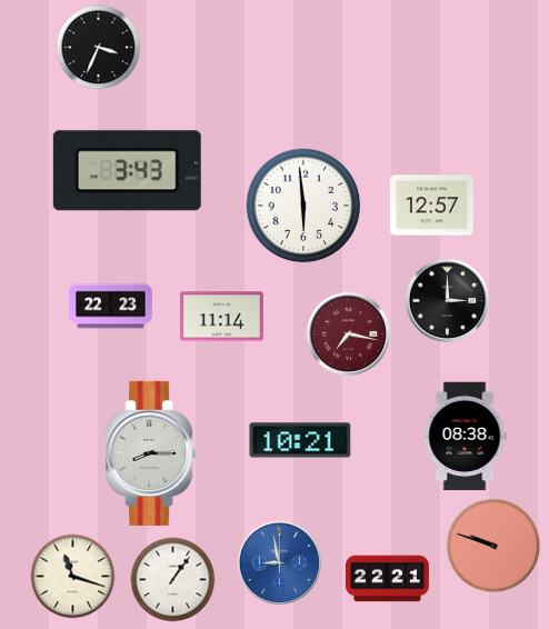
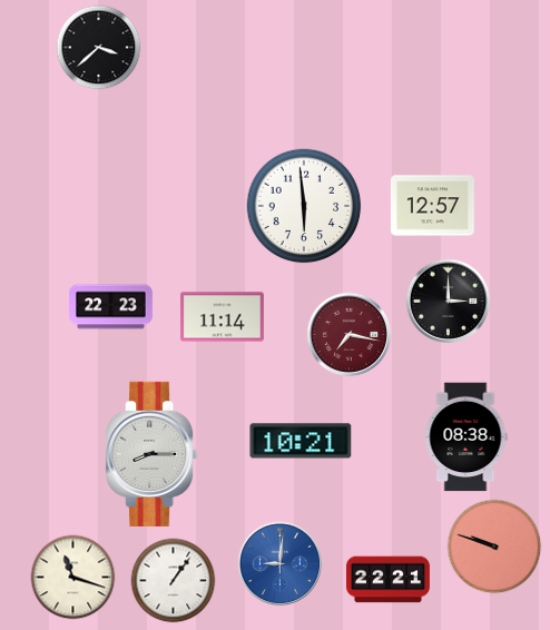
clock at (99, 48): 3:34 -> 3:38
clock at (127, 171): 3:43 -> none
clock at (280, 563): 8:58 -> 9:01
